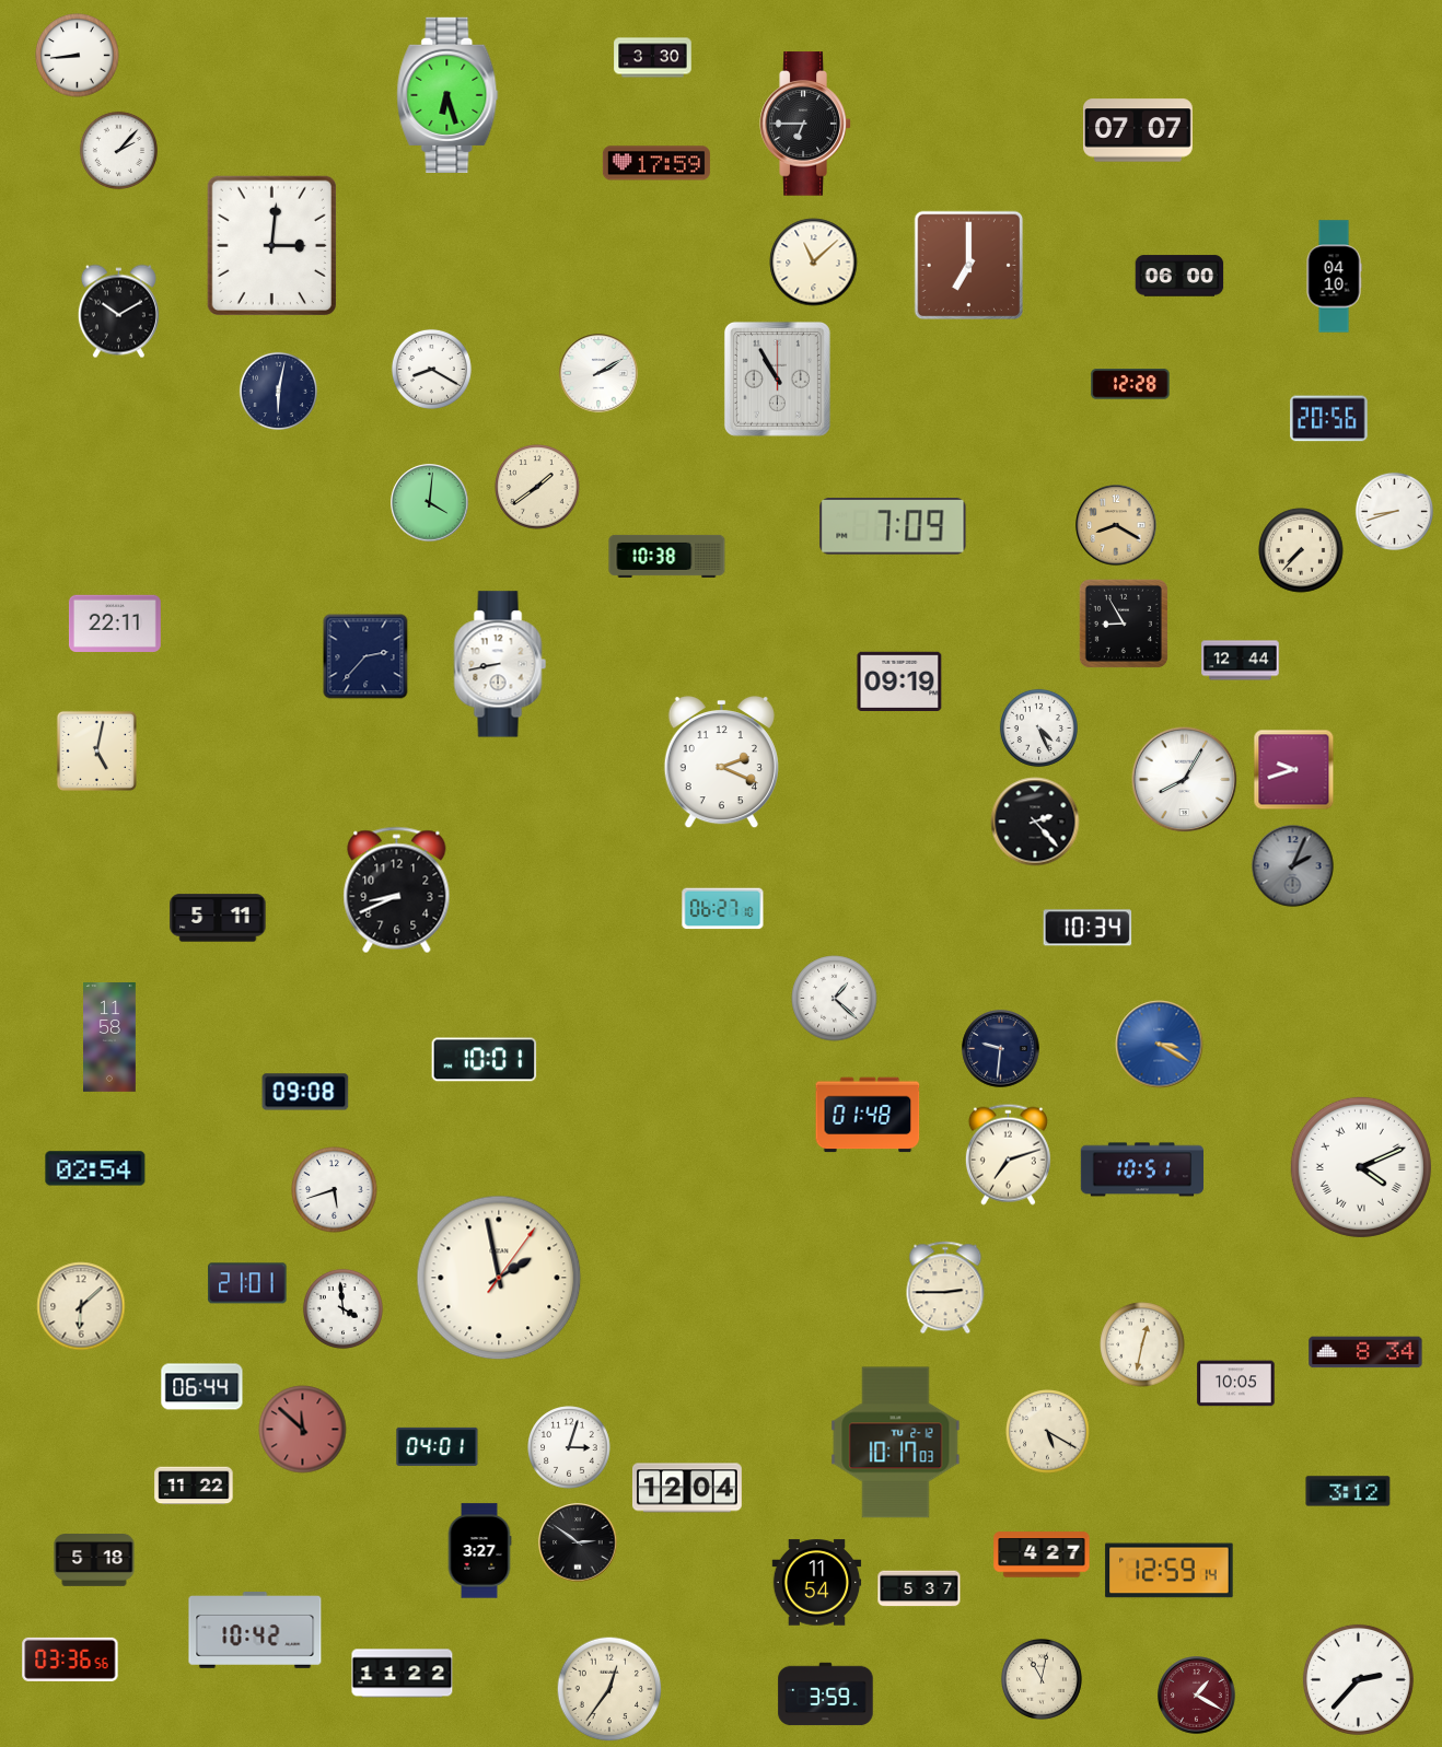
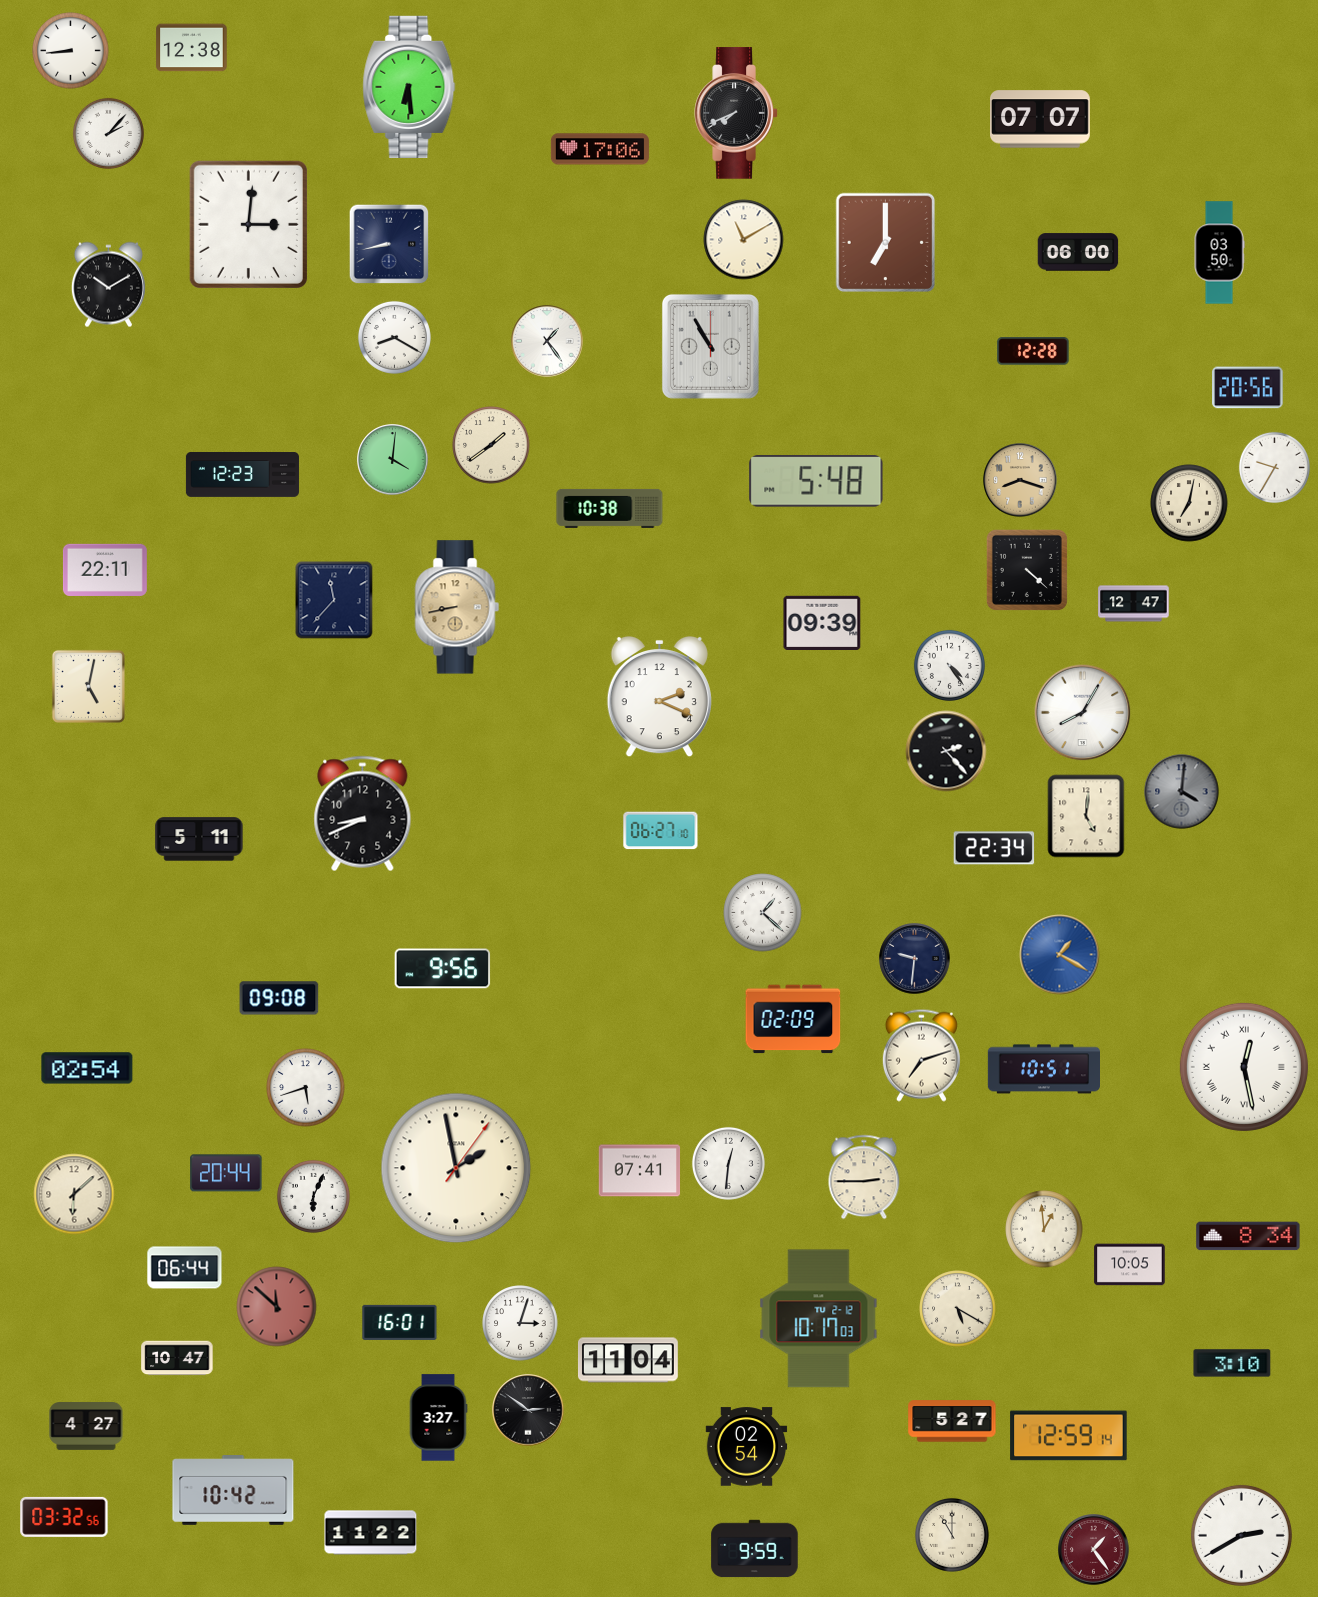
clock at (192, 48): none -> 12:38
clock at (653, 58): 3:30 -> none
clock at (447, 95): 6:27 -> 6:29
clock at (805, 124): 6:45 -> 7:41
clock at (118, 150) position: (118, 150) -> (108, 133)
clock at (656, 163): 17:59 -> 17:06
clock at (814, 263): 11:08 -> 11:10
clock at (389, 244): none -> 8:43
clock at (1334, 277): 04:10 -> 03:50
clock at (598, 373): 2:10 -> 1:24
clock at (278, 391): 6:02 -> none
clock at (1329, 419) position: (1329, 419) -> (1248, 388)
clock at (1394, 511): 8:42 -> 9:35
clock at (242, 475): none -> 12:23
clock at (1116, 525): 8:20 -> 8:18
clock at (893, 526): 7:09 -> 5:48
clock at (1301, 550): 7:37 -> 7:02
clock at (1124, 624): 8:55 -> 4:22
clock at (365, 656): 2:37 -> 11:37
clock at (1241, 661): 12:44 -> 12:47
clock at (500, 664) dial: white -> champagne
clock at (899, 680): 09:19 -> 09:39
clock at (1038, 727): 4:26 -> 4:24
clock at (1294, 770): 9:42 -> none
clock at (1293, 866): 2:04 -> 4:01
clock at (1086, 816): none -> 5:01
clock at (1088, 928): 10:34 -> 22:34
clock at (111, 1038): 11:58 -> none
clock at (1160, 1045): 3:20 -> 1:20
clock at (485, 1060): 10:01 -> 9:56
clock at (868, 1115): 01:48 -> 02:09
clock at (1361, 1167): 4:11 -> 12:28
clock at (728, 1163): none -> 12:31
clock at (640, 1171): none -> 07:41
clock at (247, 1283): 21:01 -> 20:44
clock at (342, 1308): 3:59 -> 6:04
clock at (1142, 1344): 12:32 -> 12:59
clock at (438, 1446): 04:01 -> 16:01
clock at (194, 1486): 11:22 -> 10:47
clock at (687, 1488): 12:04 -> 11:04
clock at (1348, 1491): 3:12 -> 3:10
clock at (1042, 1554): 4:27 -> 5:27
clock at (94, 1560): 5:18 -> 4:27
clock at (817, 1583): 11:54 -> 02:54
clock at (919, 1588): 5:37 -> none
clock at (70, 1659): 03:36 -> 03:32
clock at (403, 1674) position: (403, 1674) -> (371, 1533)
clock at (1042, 1679): 11:02 -> 11:00
clock at (1358, 1679): 2:37 -> 2:40
clock at (609, 1689): 12:36 -> none
clock at (826, 1694): 3:59 -> 9:59
clock at (1197, 1696): 1:20 -> 1:24
